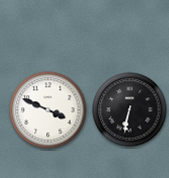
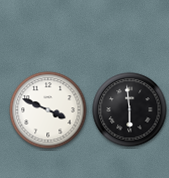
clock at (130, 110): 6:32 -> 5:59
